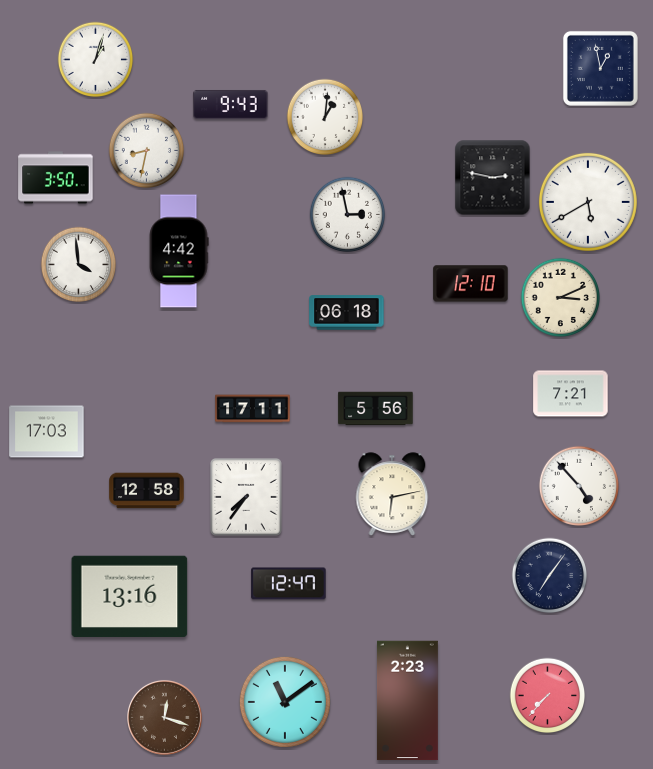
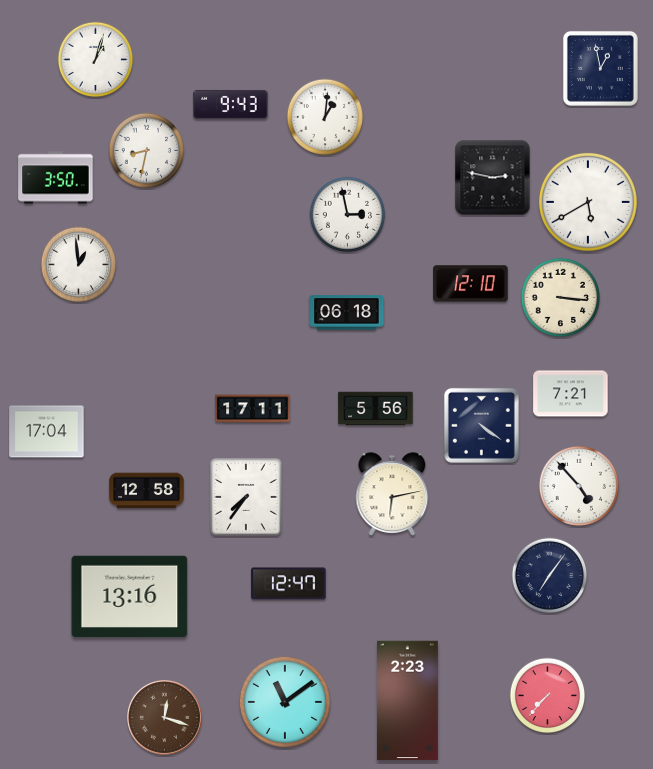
clock at (179, 251): 4:42 -> none
clock at (79, 265): 3:59 -> 12:59
clock at (560, 297): 3:11 -> 3:16
clock at (481, 425): none -> 4:21
clock at (47, 432): 17:03 -> 17:04
